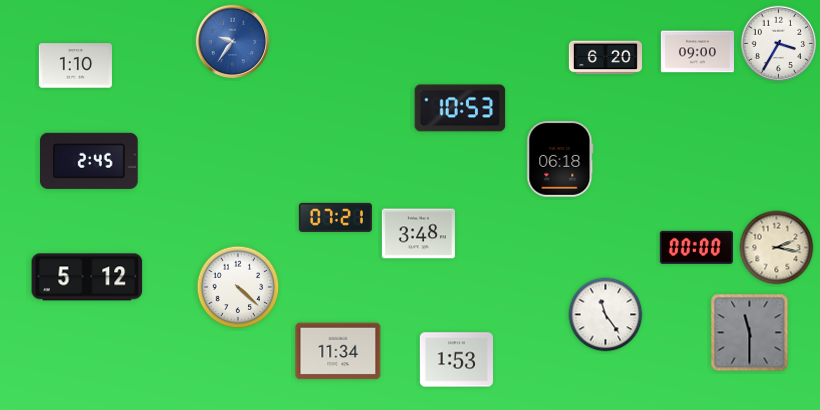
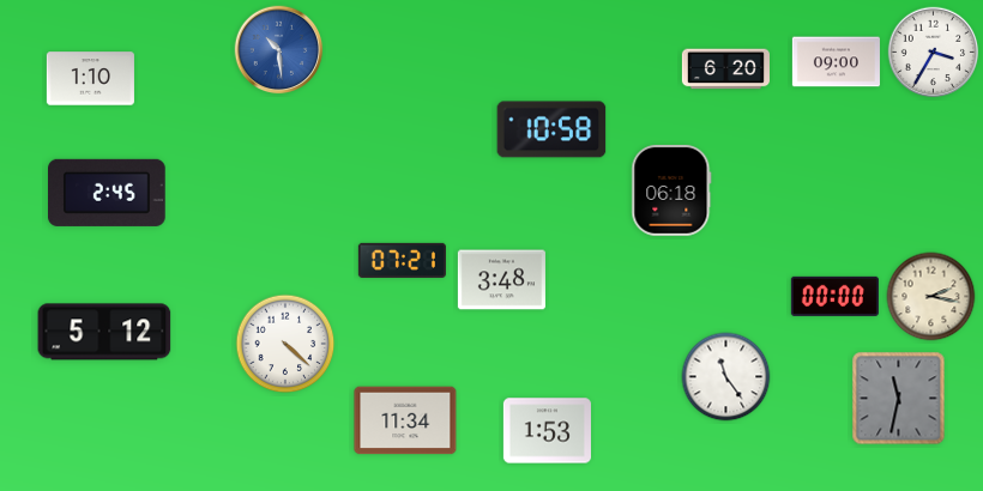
clock at (233, 42): 9:36 -> 10:29
clock at (460, 108): 10:53 -> 10:58
clock at (750, 333): 11:30 -> 11:32
